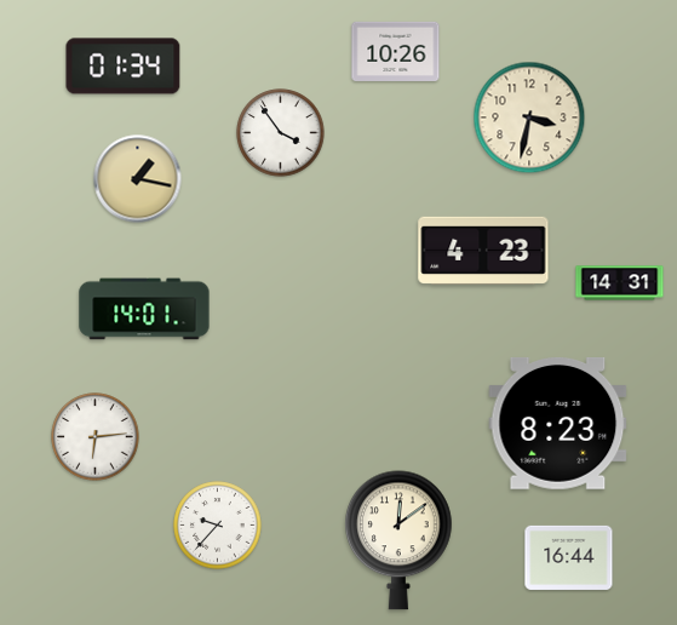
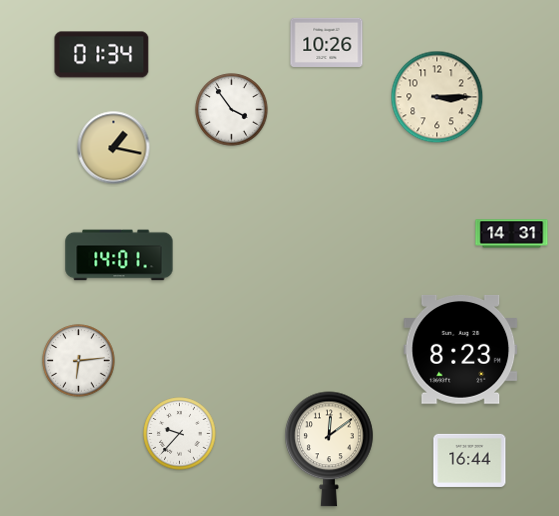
clock at (529, 117): 3:32 -> 3:15
clock at (483, 251): 4:23 -> none
clock at (400, 540) position: (400, 540) -> (330, 449)
